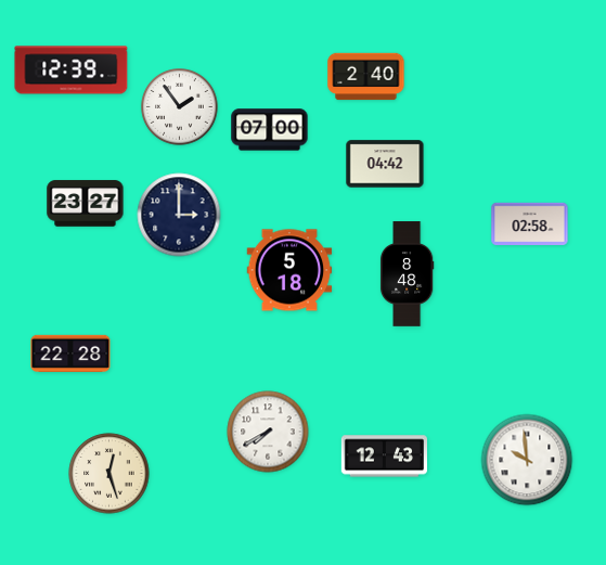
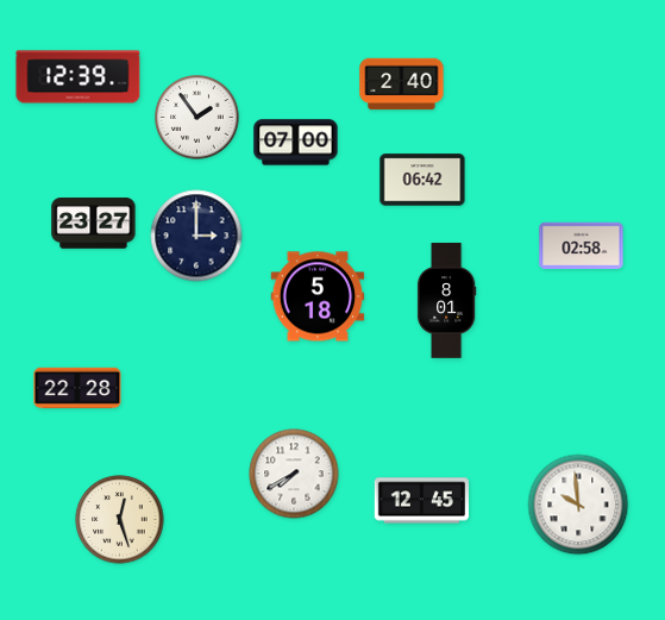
clock at (385, 164): 04:42 -> 06:42
clock at (407, 274): 8:48 -> 8:01
clock at (384, 457): 12:43 -> 12:45
